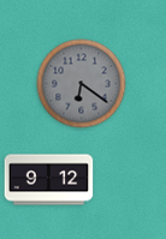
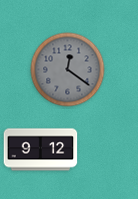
clock at (82, 84): 6:21 -> 12:21
